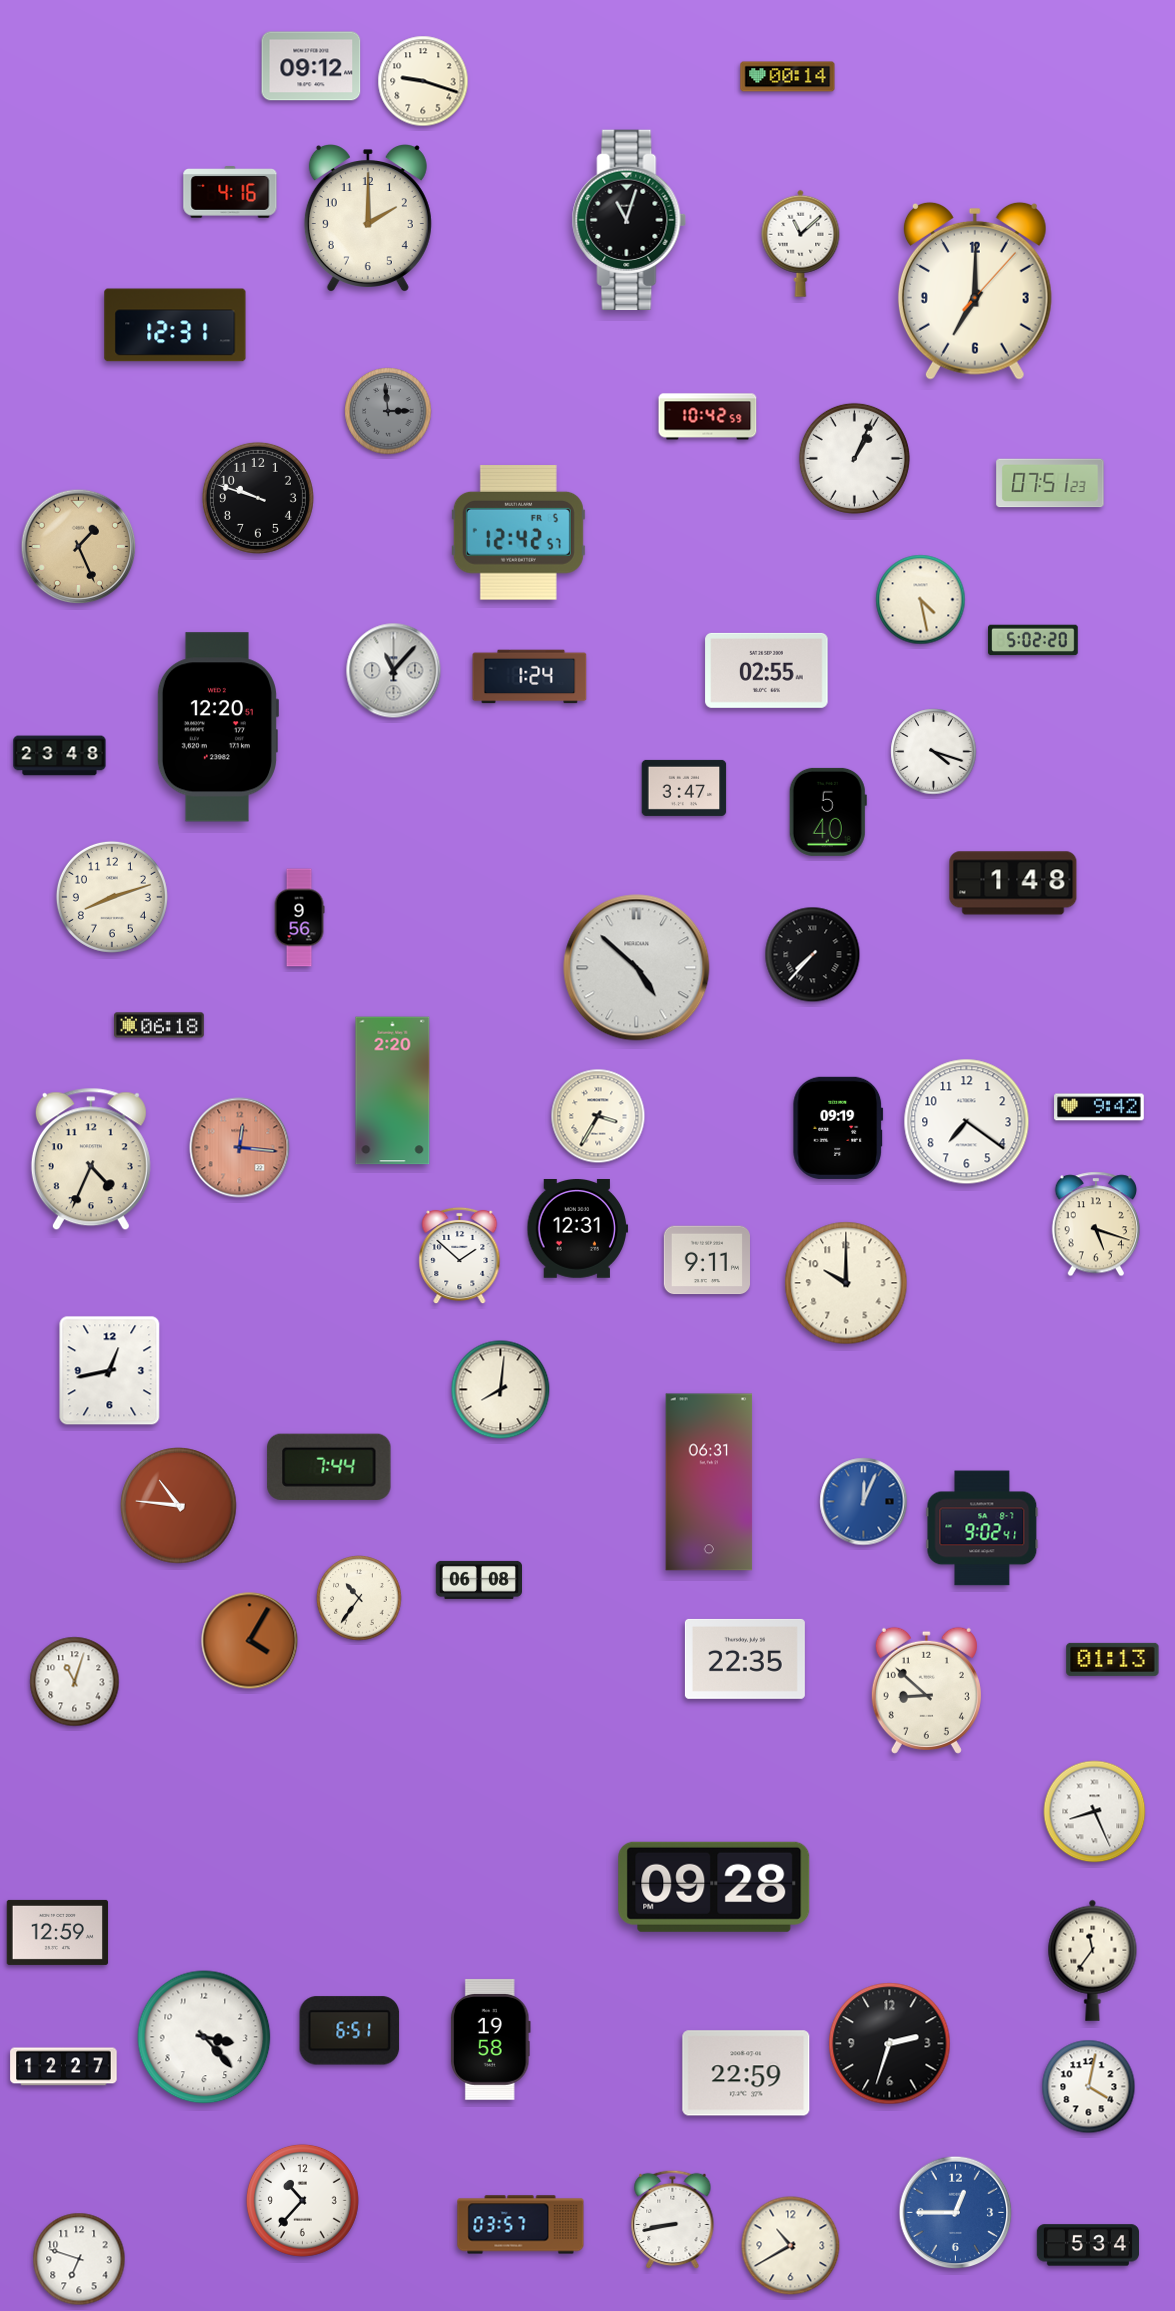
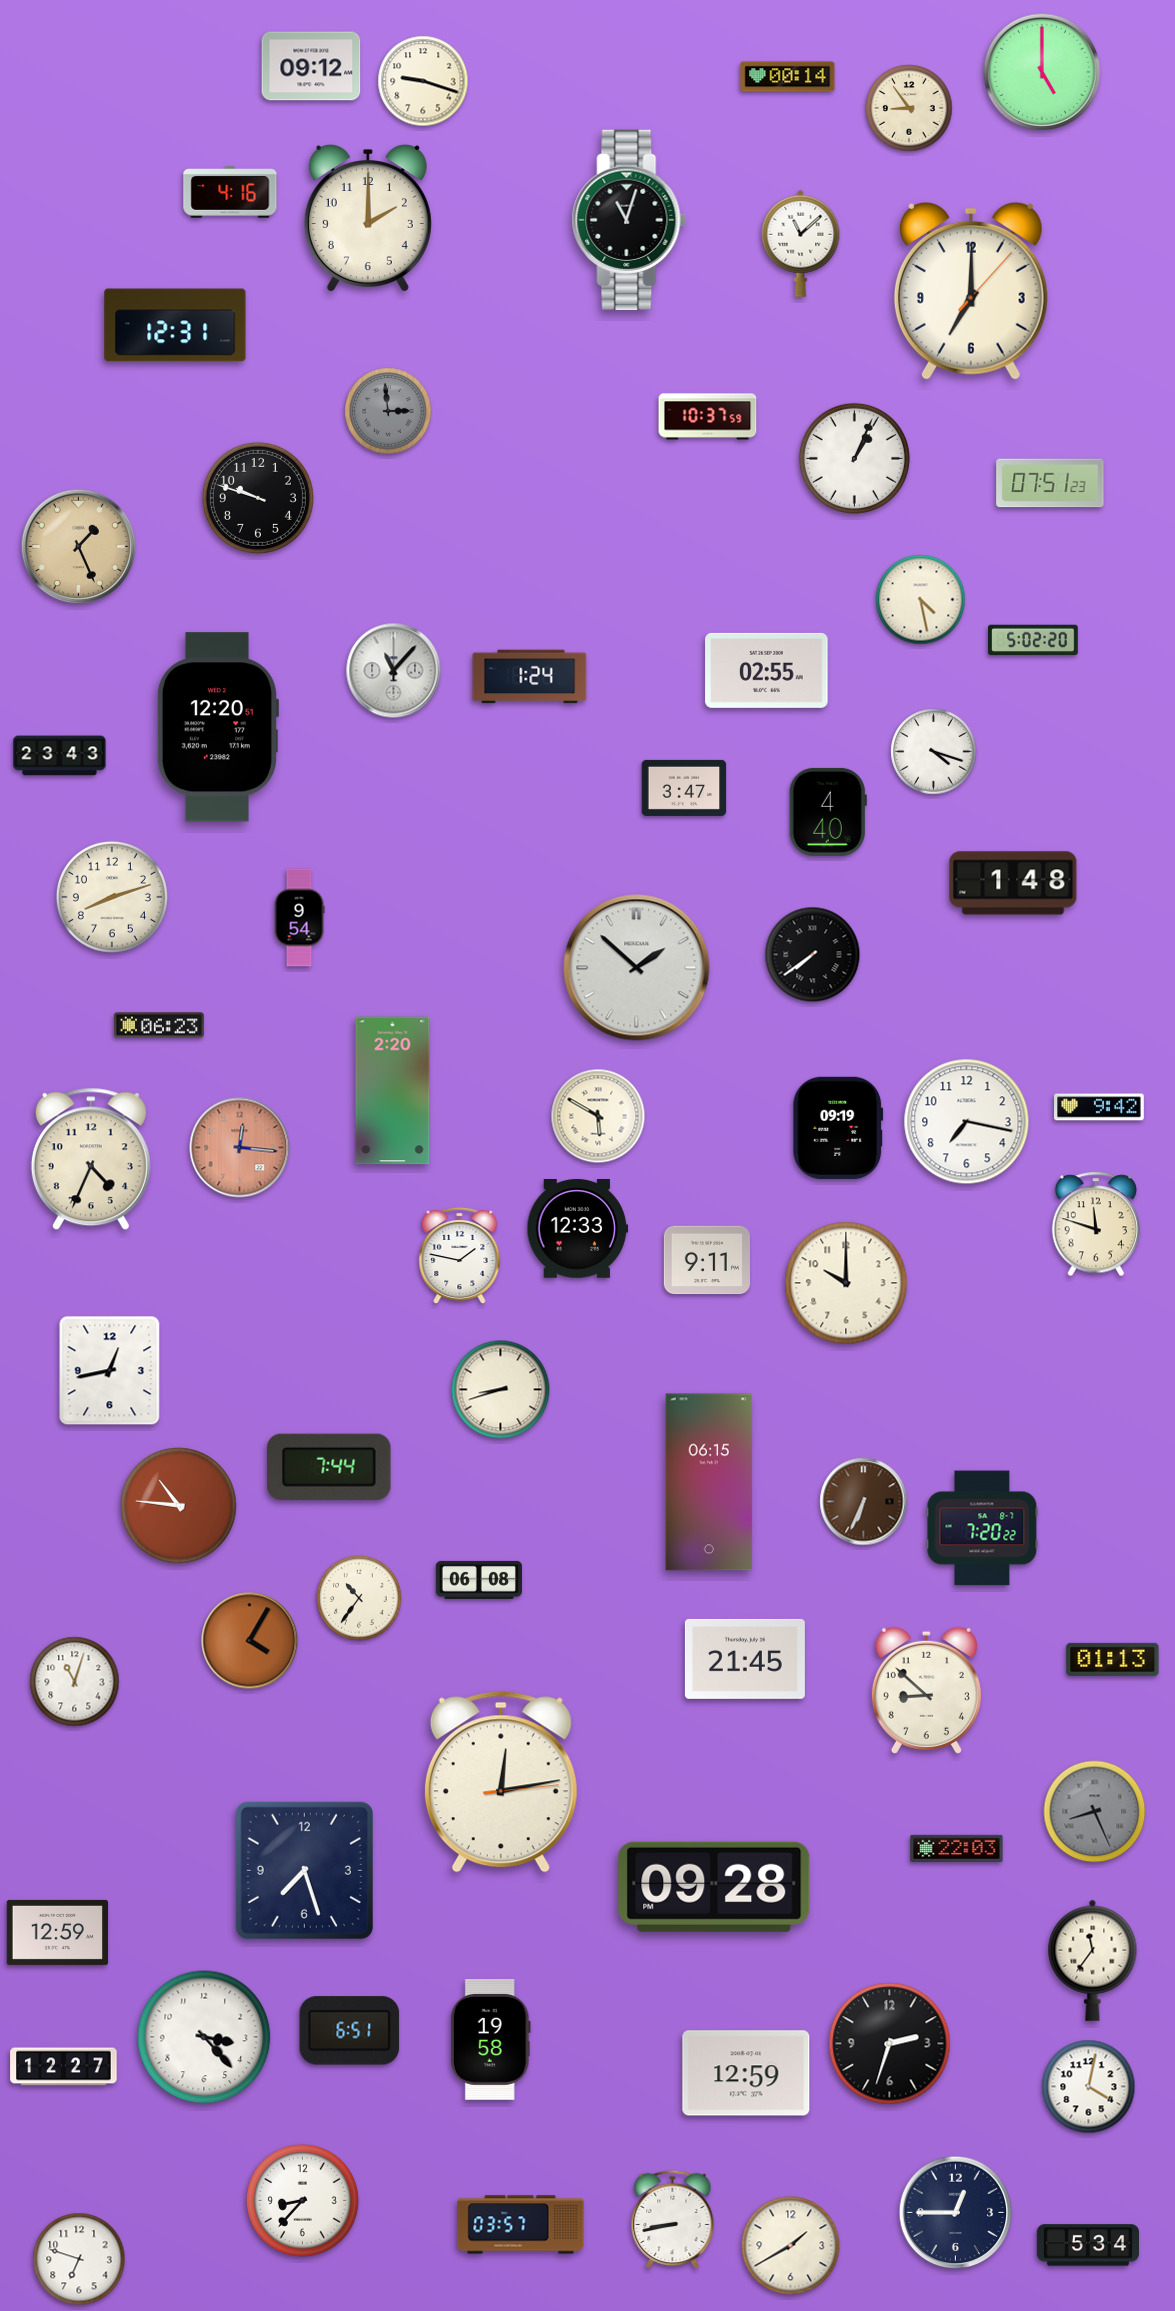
clock at (1041, 71): none -> 5:00
clock at (909, 108): none -> 8:54
clock at (975, 291) position: (975, 291) -> (971, 291)
clock at (708, 417): 10:42 -> 10:37
clock at (518, 533): 12:42 -> none
clock at (60, 756): 23:48 -> 23:43
clock at (828, 812): 5:40 -> 4:40
clock at (299, 918): 9:56 -> 9:54
clock at (813, 955): 7:37 -> 7:39
clock at (637, 968): 4:52 -> 1:52
clock at (159, 1025): 06:18 -> 06:23
clock at (598, 1116): 3:35 -> 5:50
clock at (967, 1122): 7:21 -> 7:17
clock at (1095, 1224): 5:18 -> 11:48
clock at (578, 1229): 12:31 -> 12:33
clock at (460, 1256): 1:52 -> 1:47
clock at (501, 1390): 8:01 -> 8:42
clock at (709, 1482): 06:31 -> 06:15
clock at (864, 1502): 12:04 -> 6:34
clock at (864, 1502) dial: blue -> brown
clock at (982, 1528): 9:02 -> 7:20
clock at (745, 1659): 22:35 -> 21:45
clock at (501, 1782): none -> 12:13
clock at (1095, 1812) dial: white -> grey
clock at (957, 1848): none -> 22:03
clock at (304, 1870): none -> 7:27
clock at (746, 2073): 22:59 -> 12:59
clock at (302, 2200): 10:37 -> 8:37
clock at (956, 2213) dial: blue -> navy
clock at (791, 2246): 10:40 -> 1:40
